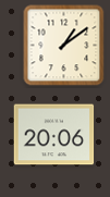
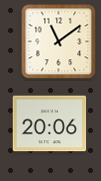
clock at (64, 46): 1:09 -> 11:09
